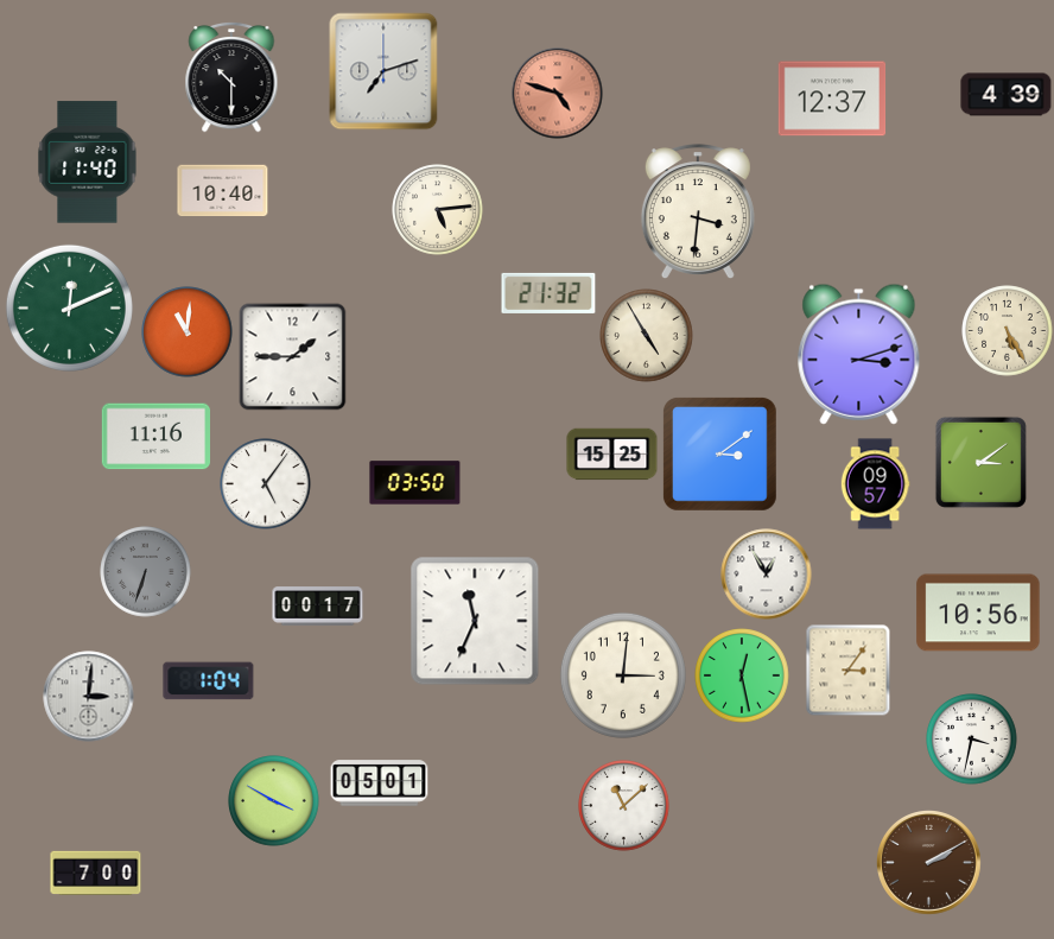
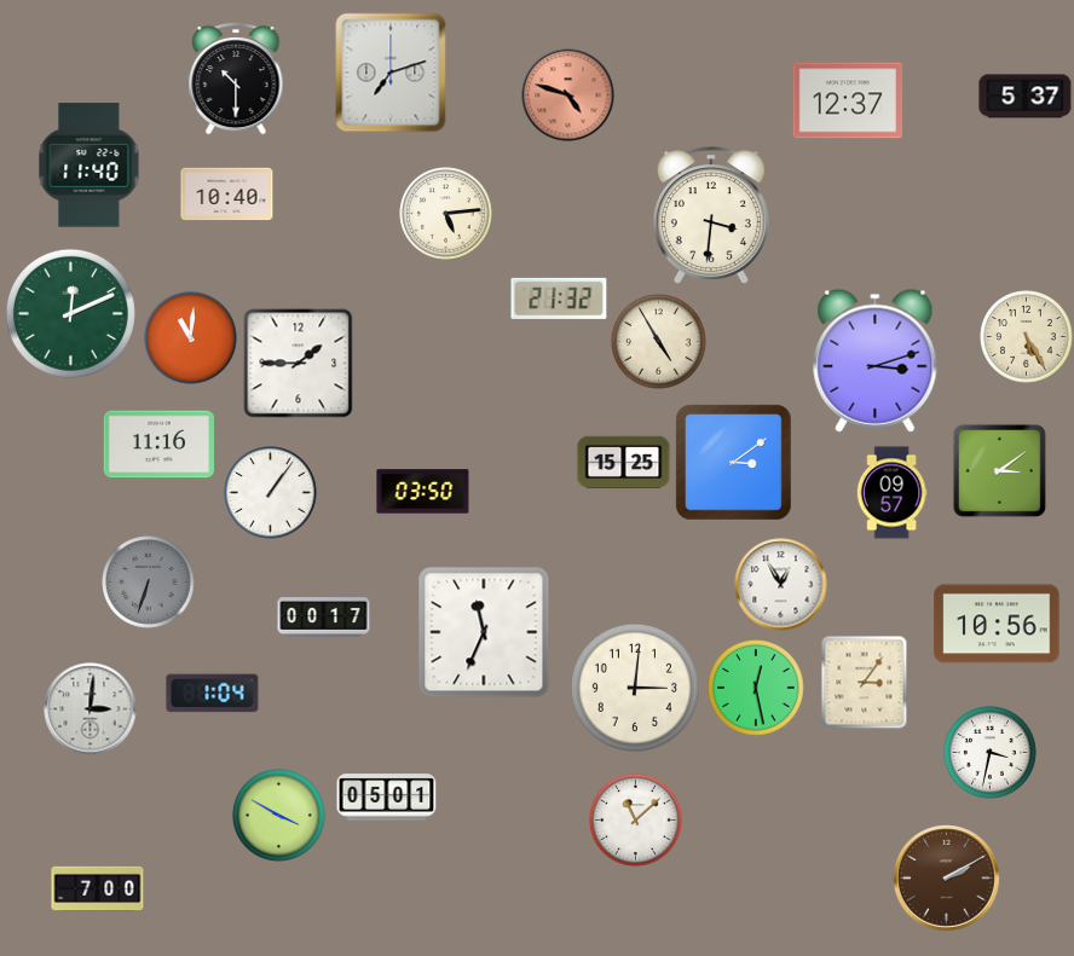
clock at (1007, 95): 4:39 -> 5:37
clock at (266, 484): 5:06 -> 1:06
